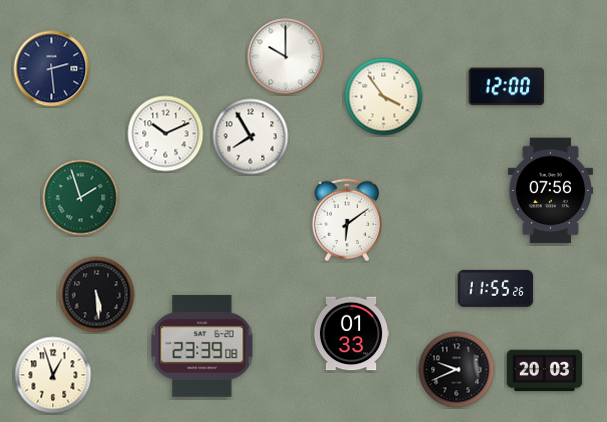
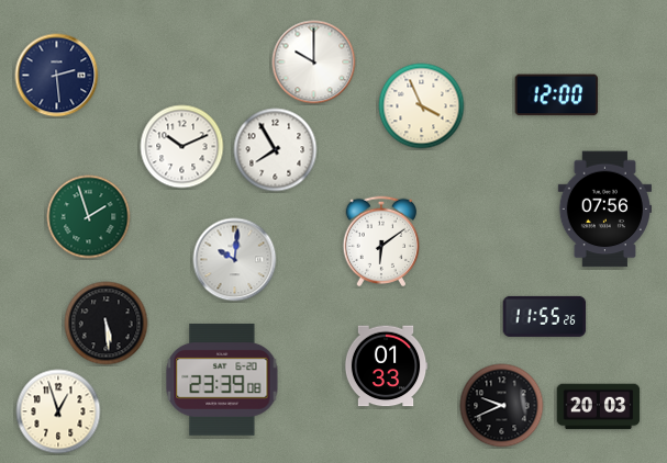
clock at (384, 97): 3:54 -> 3:56
clock at (235, 260): none -> 10:01
